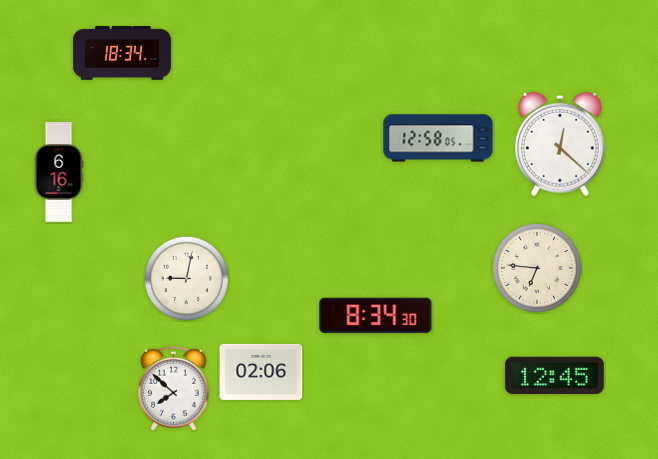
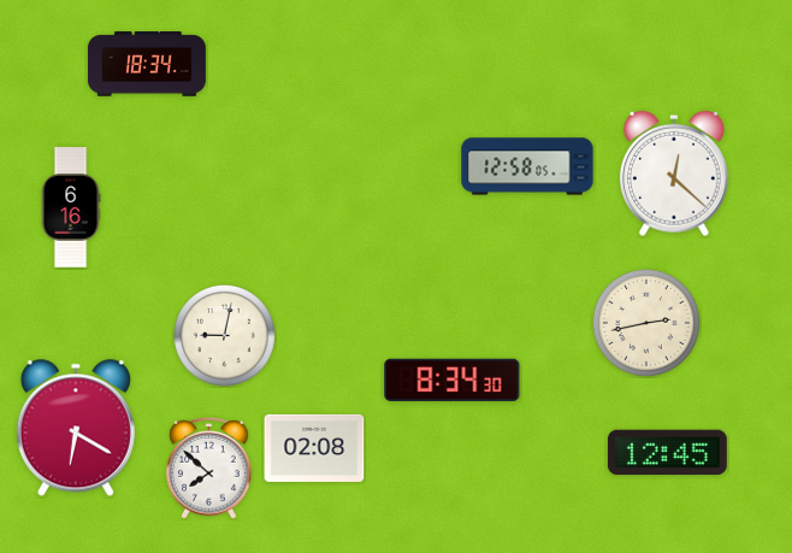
clock at (537, 268): 6:46 -> 2:43
clock at (76, 428): none -> 6:20
clock at (261, 372): 02:06 -> 02:08
